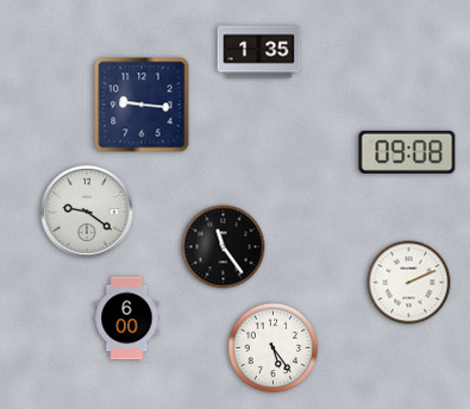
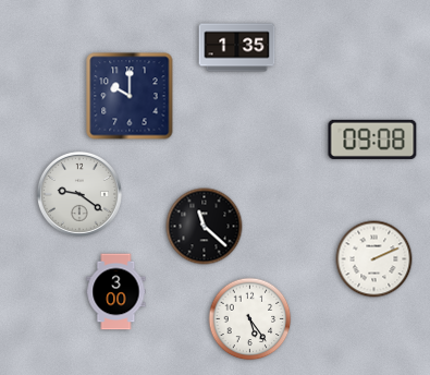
clock at (142, 105): 9:16 -> 10:00
clock at (224, 247): 11:24 -> 11:22
clock at (127, 319): 6:00 -> 3:00
